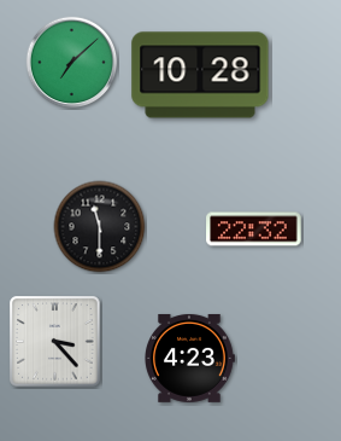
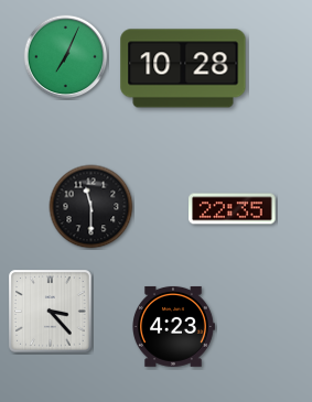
clock at (72, 63): 7:08 -> 7:04
clock at (254, 230): 22:32 -> 22:35
